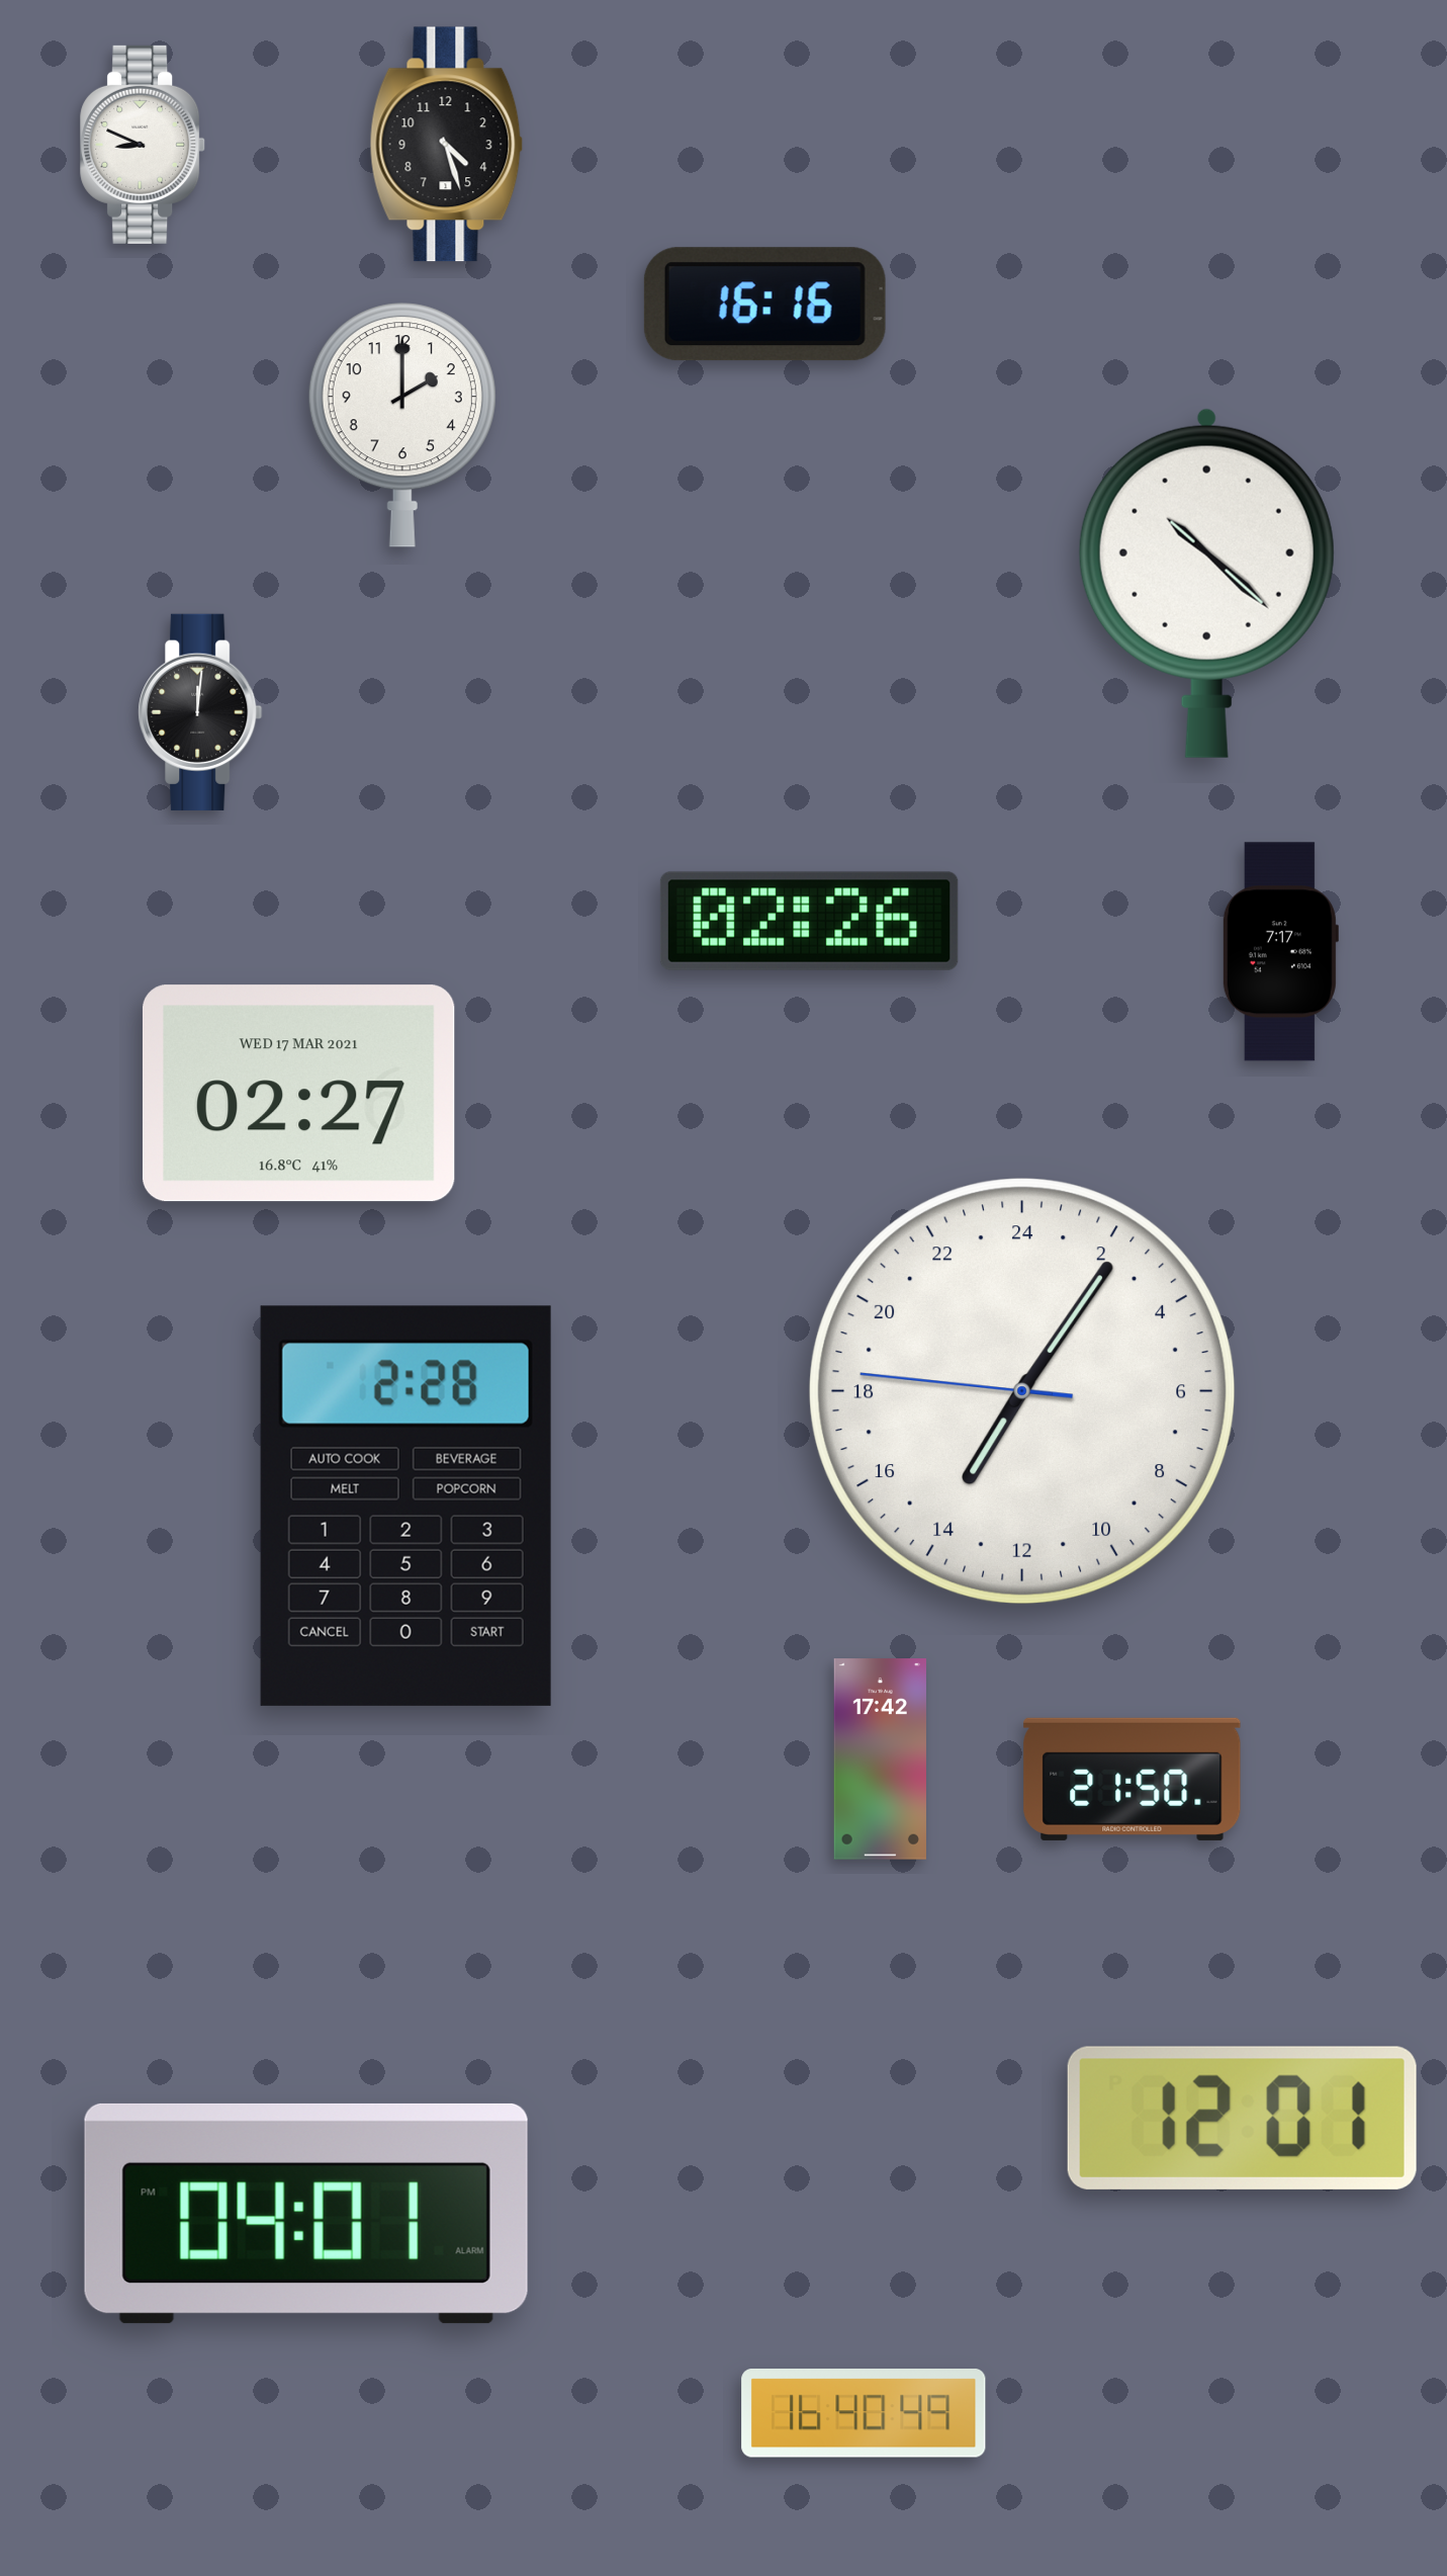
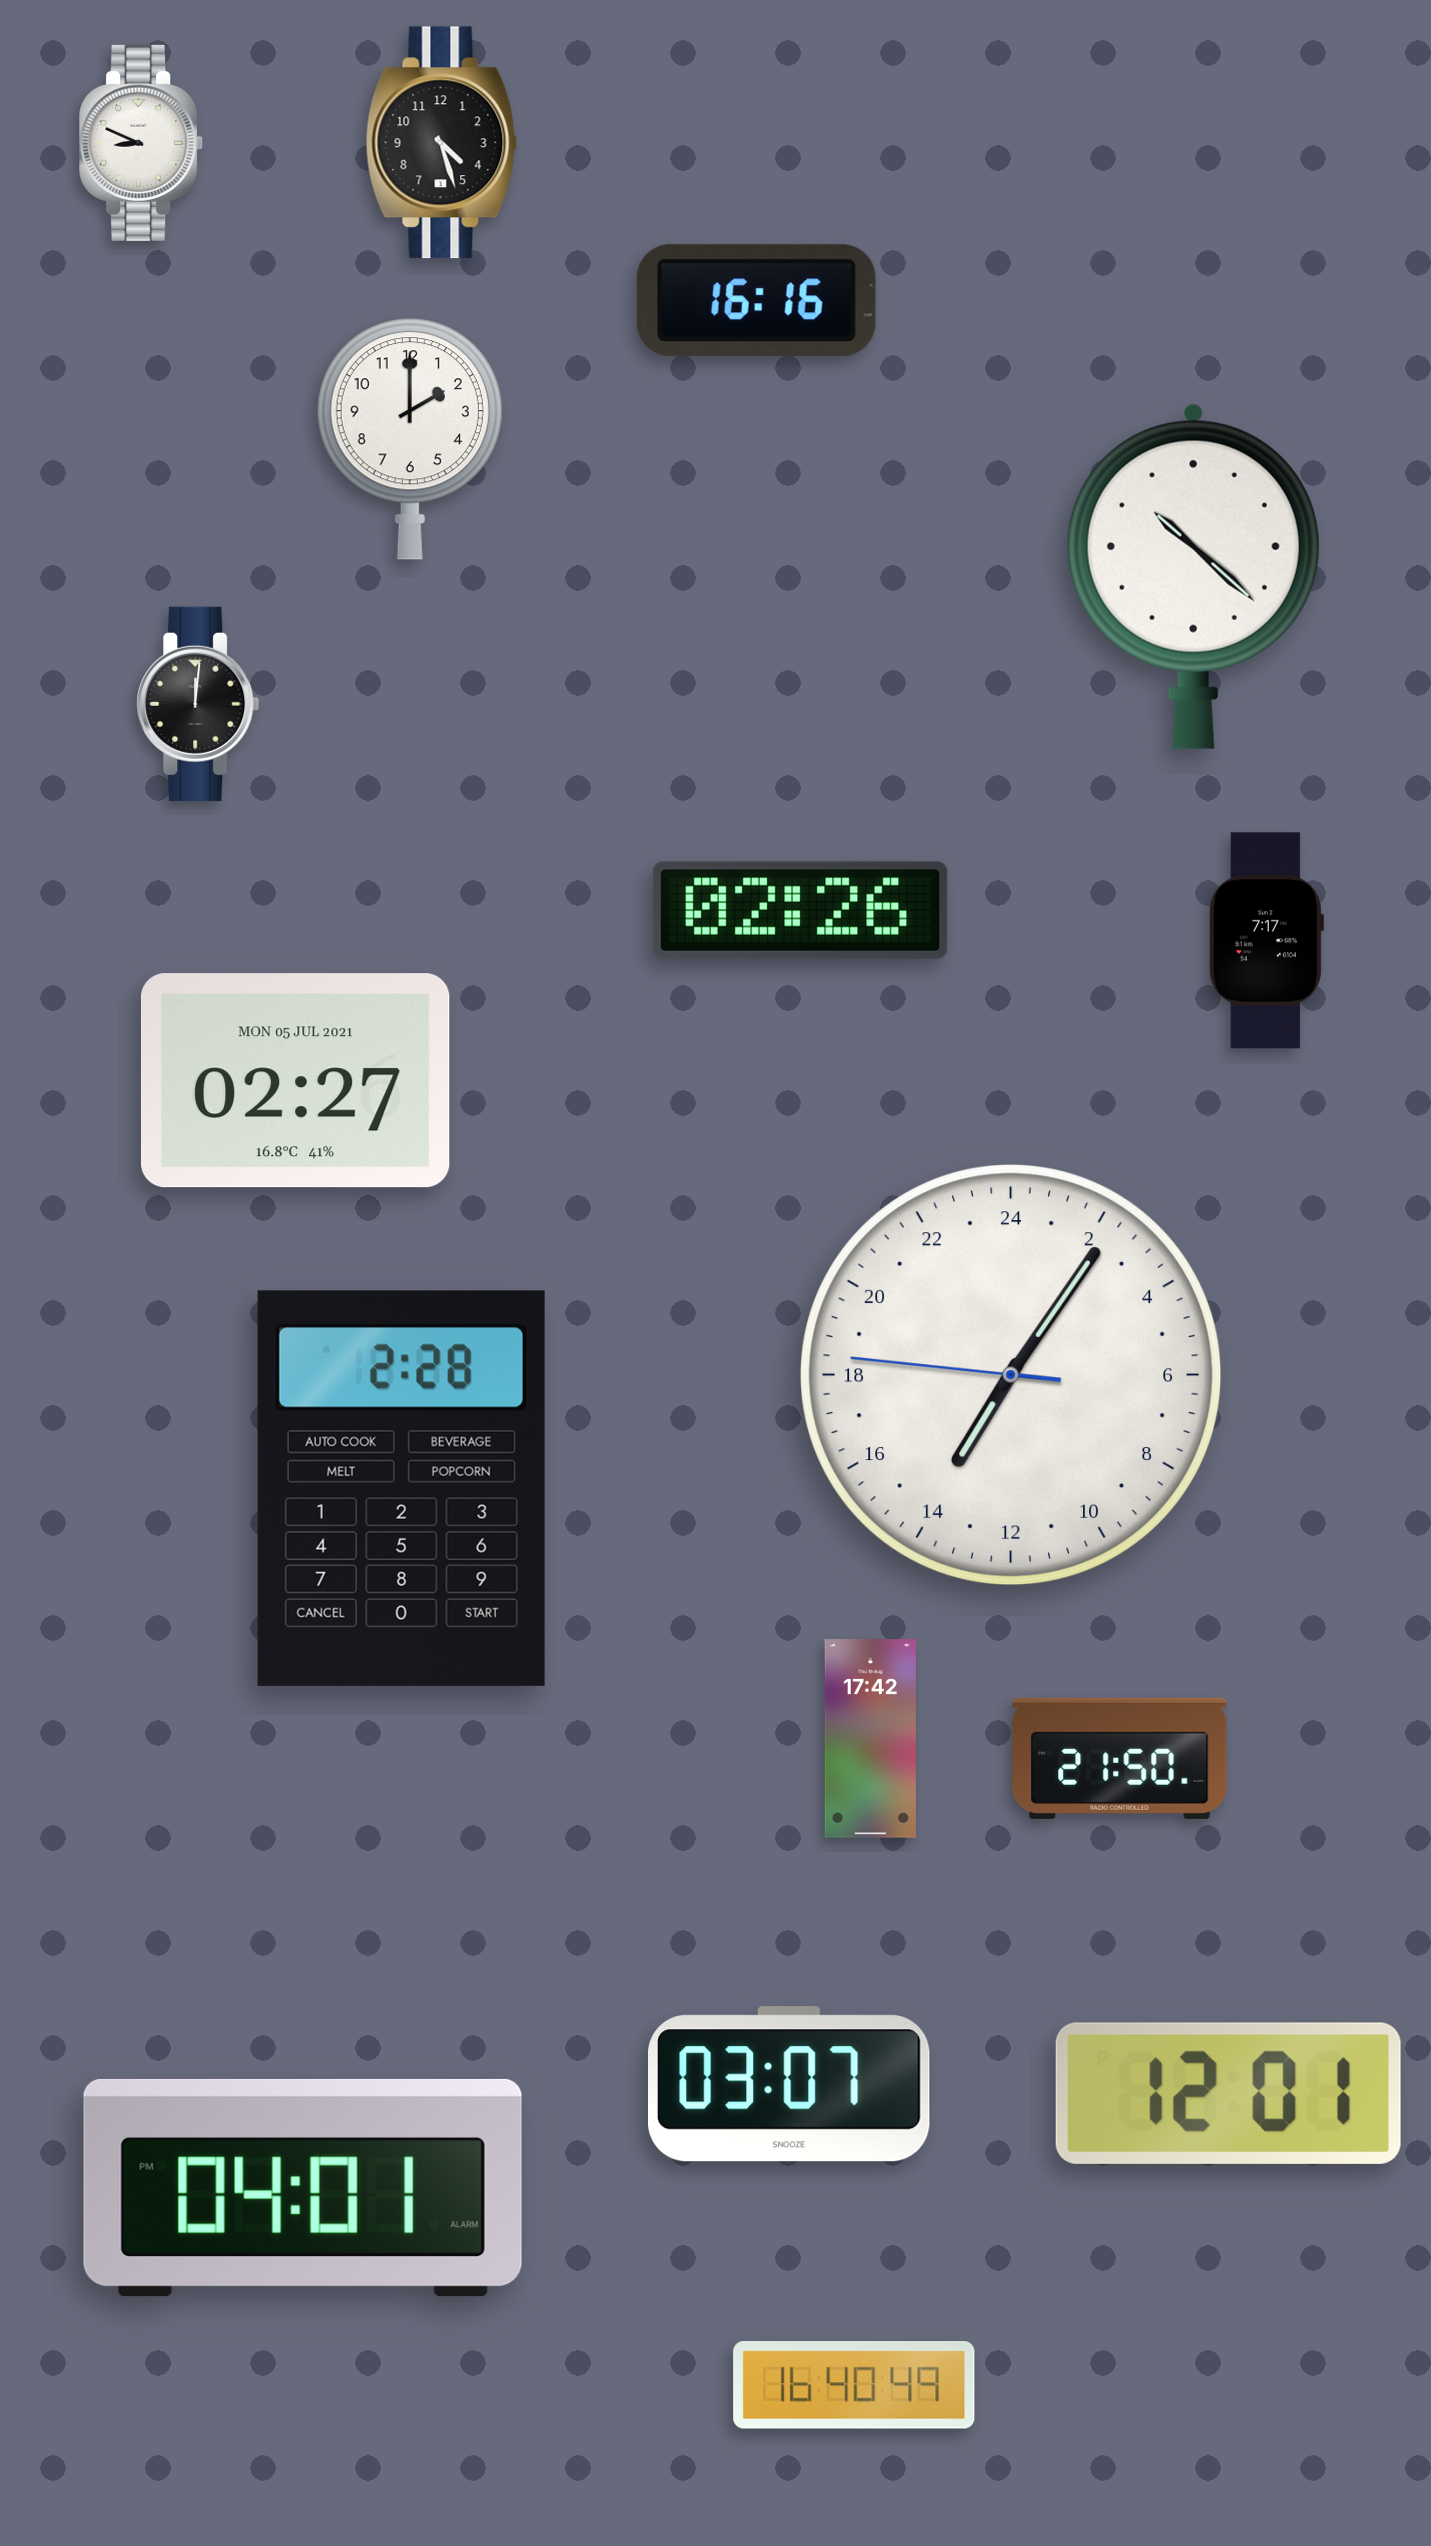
clock at (402, 425) position: (402, 425) -> (410, 439)
clock at (298, 1094) date: WED 17 MAR 2021 -> MON 05 JUL 2021
clock at (790, 2084): none -> 03:07
